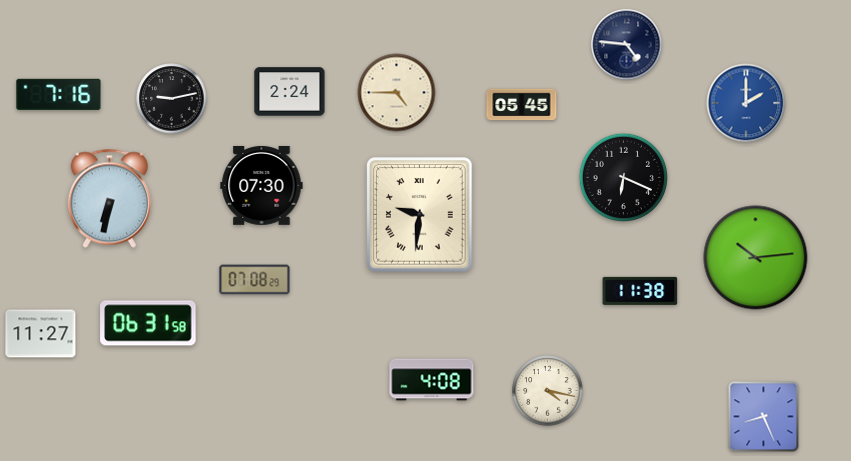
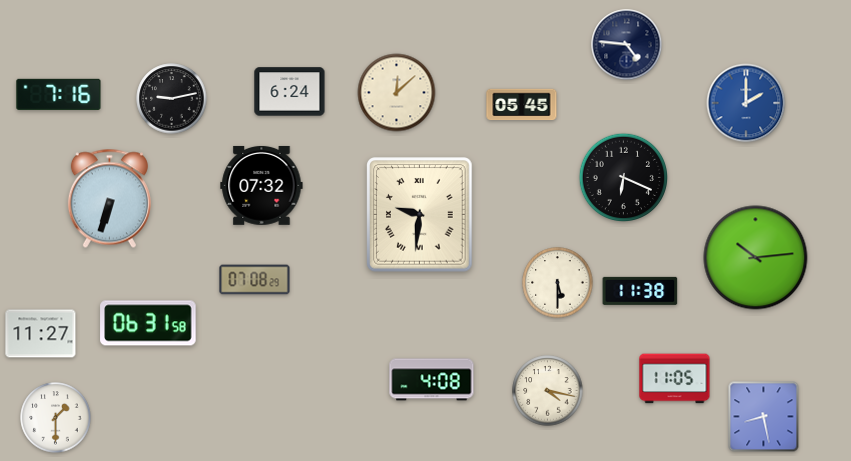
clock at (290, 92): 2:24 -> 6:24
clock at (397, 93): 4:45 -> 12:08
clock at (262, 185): 07:30 -> 07:32
clock at (109, 199): 6:32 -> 6:33
clock at (558, 283): none -> 5:30
clock at (675, 379): none -> 11:05
clock at (764, 417): 8:26 -> 8:28
clock at (56, 418): none -> 1:30
